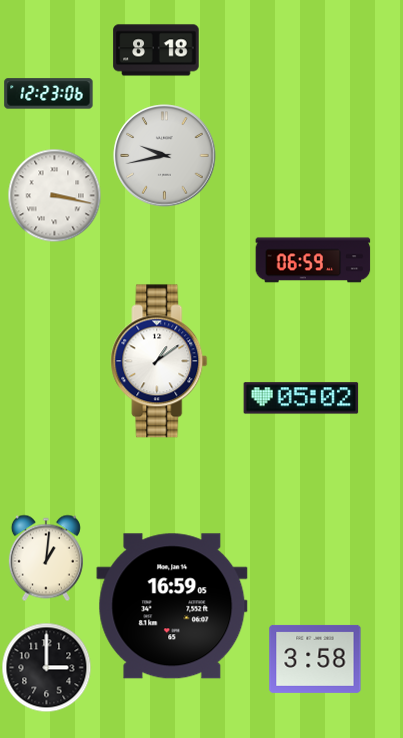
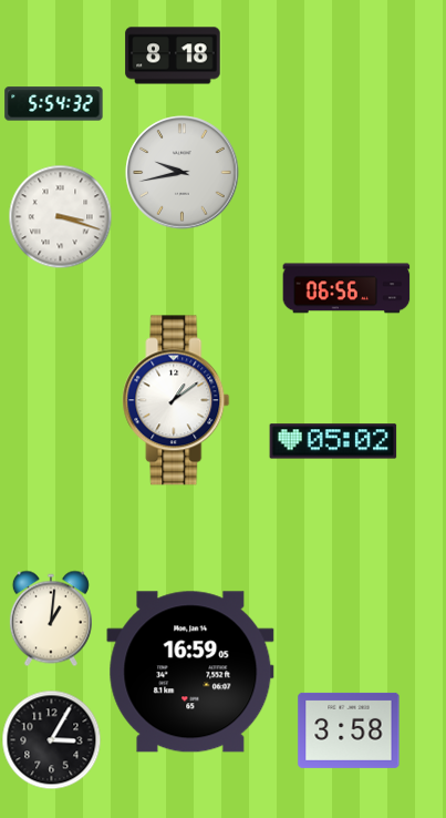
clock at (49, 94): 12:23 -> 5:54
clock at (54, 195): 3:17 -> 3:18
clock at (313, 260): 06:59 -> 06:56
clock at (46, 667): 3:00 -> 3:05
